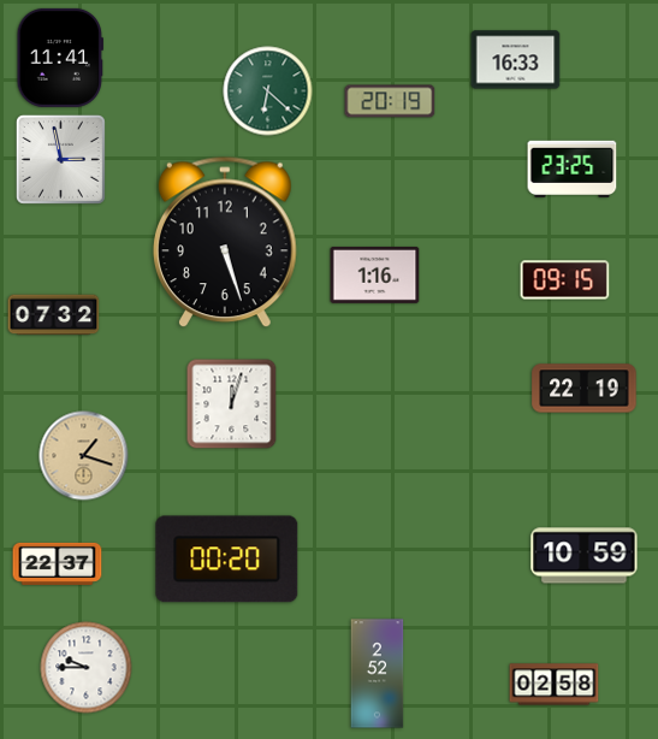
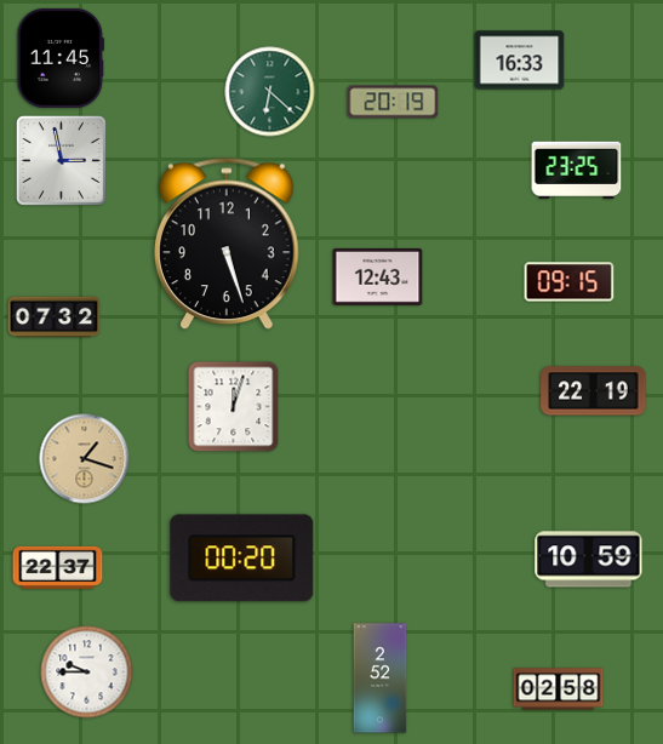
clock at (59, 58): 11:41 -> 11:45
clock at (375, 274): 1:16 -> 12:43
clock at (585, 389) position: (585, 389) -> (594, 391)
clock at (227, 560) position: (227, 560) -> (242, 559)
